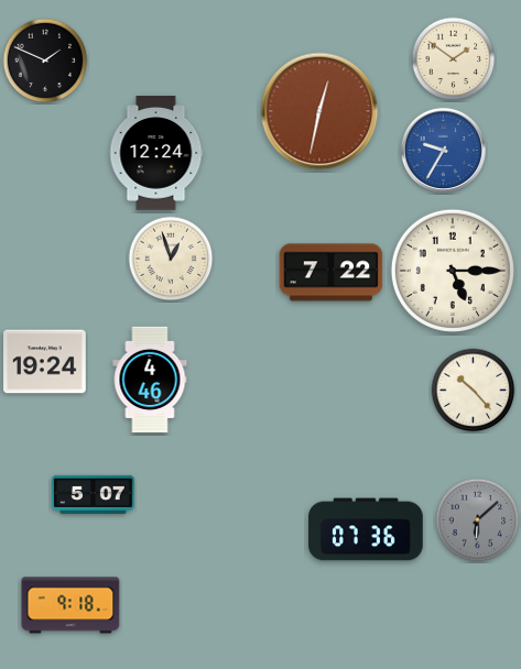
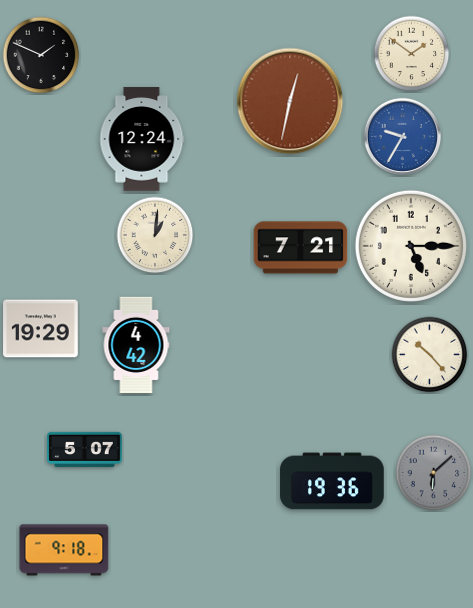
clock at (171, 259): 12:57 -> 1:01
clock at (332, 273): 7:22 -> 7:21
clock at (45, 362): 19:24 -> 19:29
clock at (150, 380): 4:46 -> 4:42
clock at (366, 529): 07:36 -> 19:36
